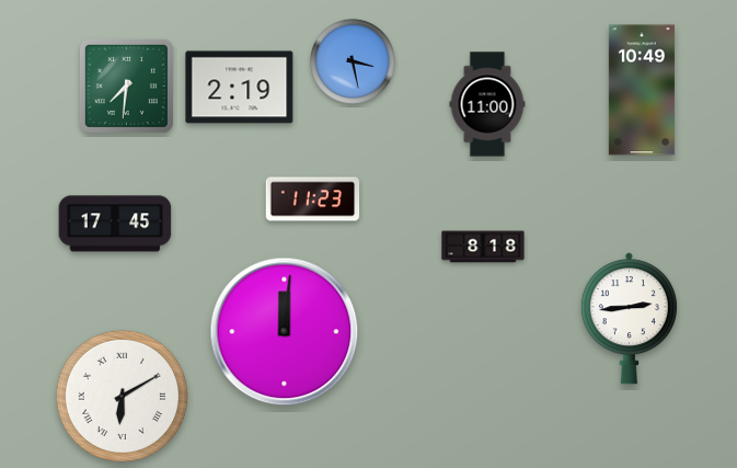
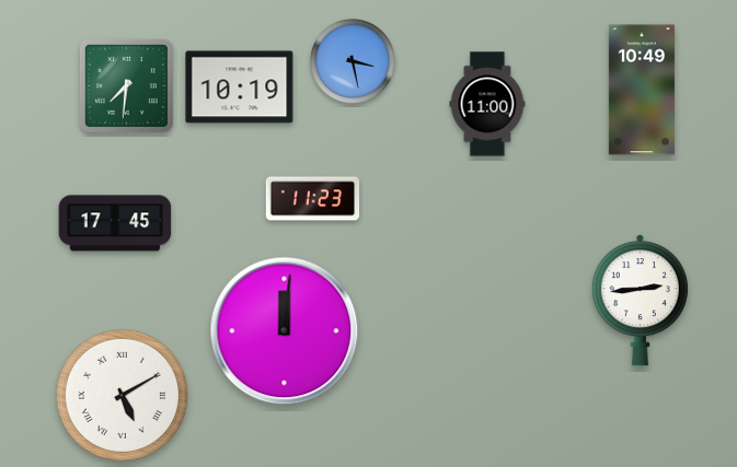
clock at (240, 88): 2:19 -> 10:19
clock at (483, 247): 8:18 -> none
clock at (629, 319) position: (629, 319) -> (640, 301)
clock at (122, 396): 6:10 -> 5:10
